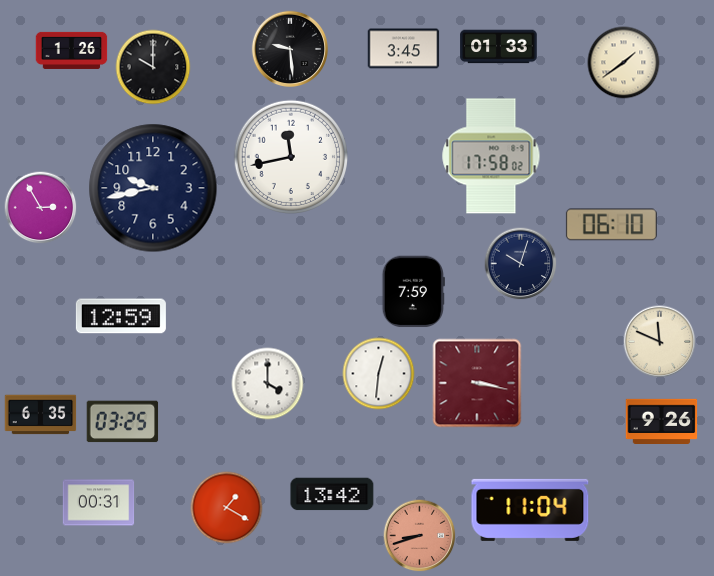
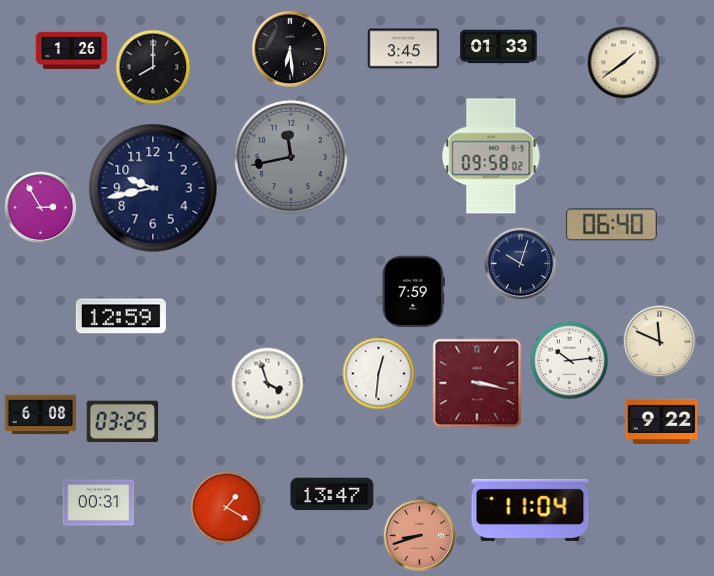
clock at (289, 48): 9:29 -> 6:29
clock at (153, 67): 10:00 -> 8:00
clock at (290, 156) dial: white -> grey
clock at (491, 156): 17:58 -> 09:58
clock at (611, 225): 06:10 -> 06:40
clock at (570, 361): none -> 10:14
clock at (268, 384): 4:00 -> 3:57
clock at (41, 415): 6:35 -> 6:08
clock at (662, 422): 9:26 -> 9:22
clock at (332, 494): 13:42 -> 13:47
